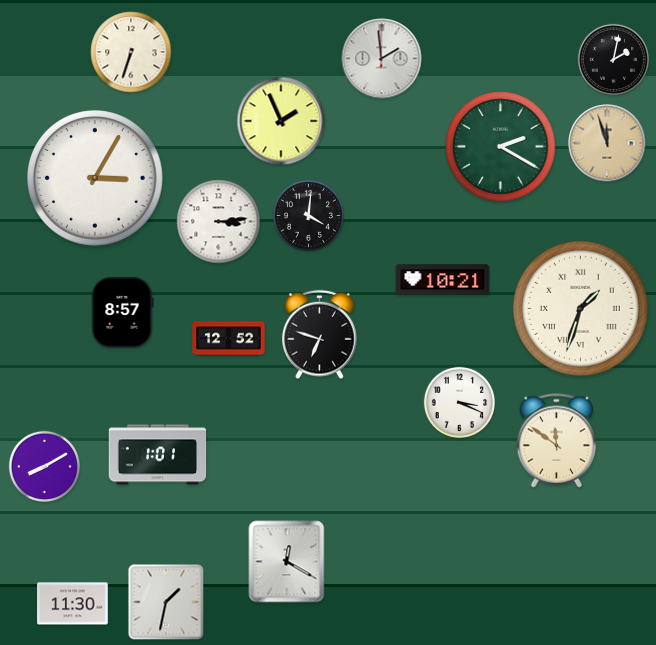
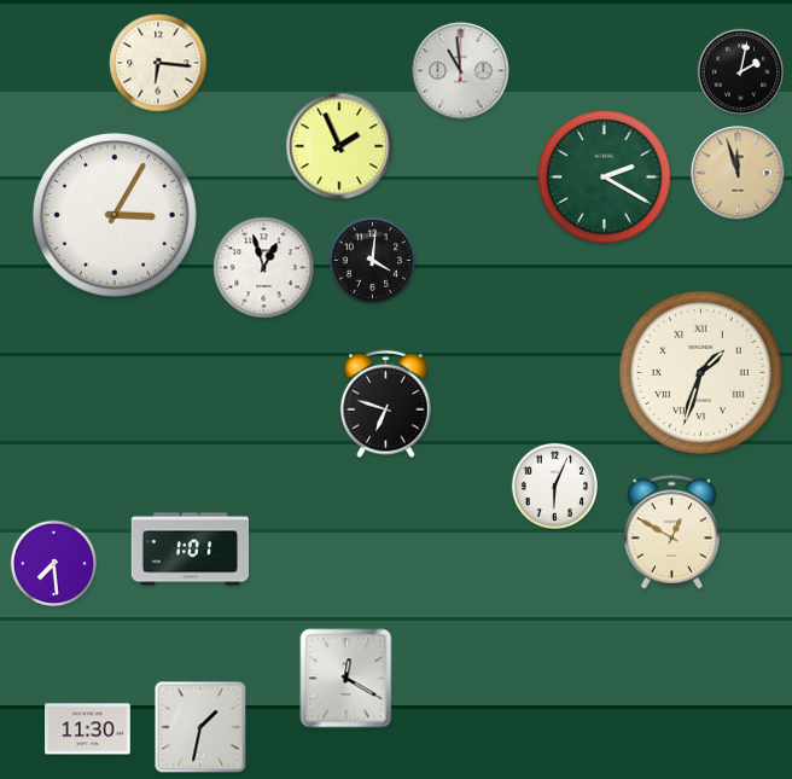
clock at (131, 52): 6:33 -> 6:16
clock at (382, 59): 1:59 -> 10:59
clock at (607, 143) position: (607, 143) -> (738, 173)
clock at (219, 222): 3:14 -> 12:57
clock at (443, 280): 10:21 -> none
clock at (123, 313): 8:57 -> none
clock at (229, 339): 12:52 -> none
clock at (459, 402): 3:19 -> 6:04
clock at (557, 441): 11:51 -> 12:50
clock at (44, 466): 8:10 -> 7:29
